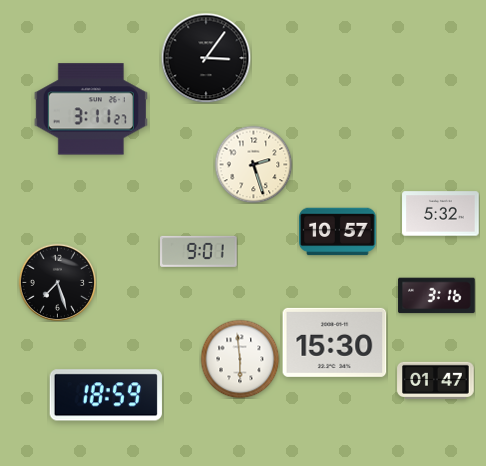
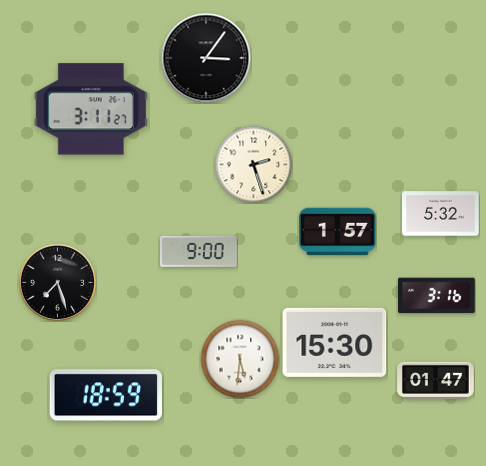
clock at (338, 232): 10:57 -> 1:57
clock at (199, 251): 9:01 -> 9:00
clock at (240, 359): 5:59 -> 5:31
